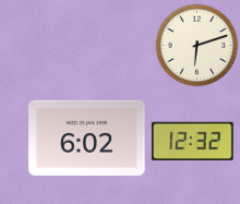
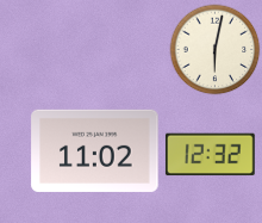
clock at (197, 46): 6:12 -> 6:02
clock at (87, 137): 6:02 -> 11:02
